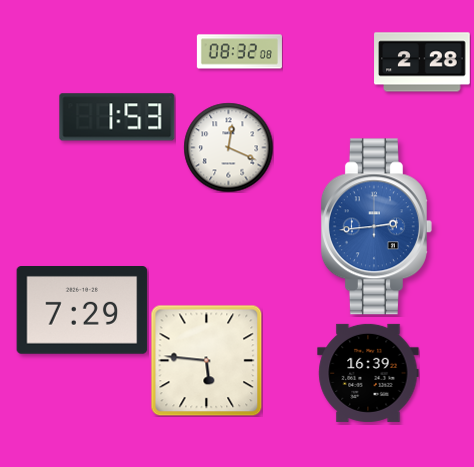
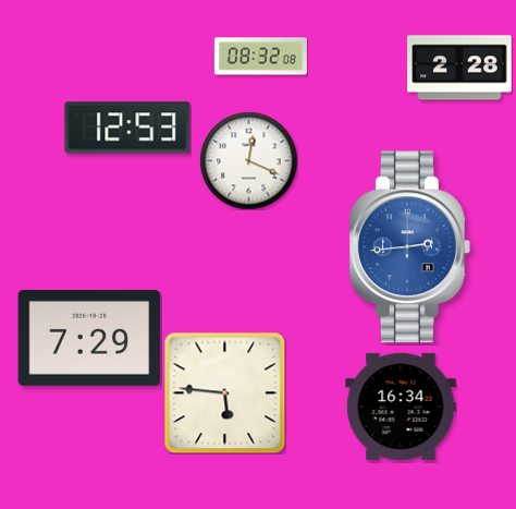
clock at (117, 117): 1:53 -> 12:53
clock at (368, 373): 16:39 -> 16:34
